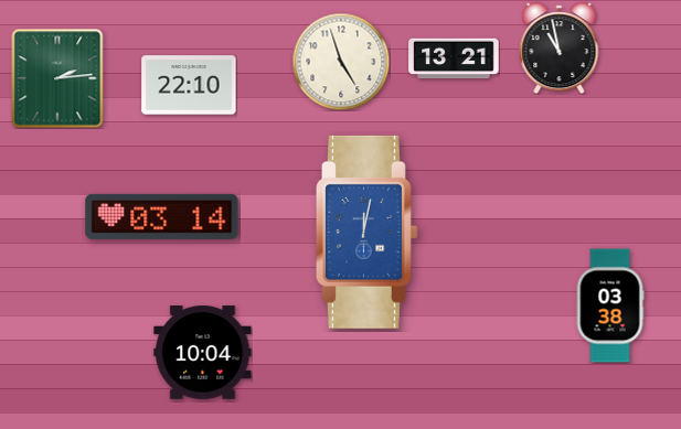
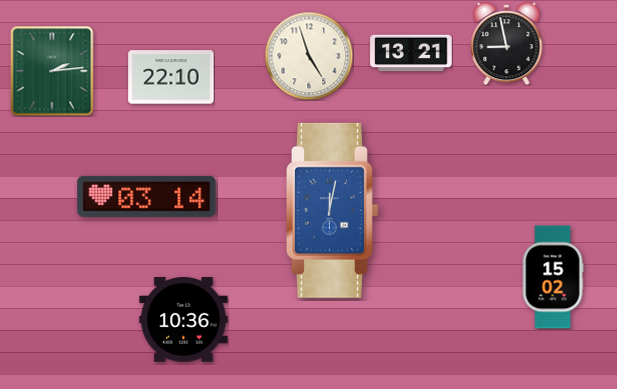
clock at (560, 49): 10:58 -> 8:58
clock at (610, 305): 03:38 -> 15:02
clock at (203, 353): 10:04 -> 10:36
